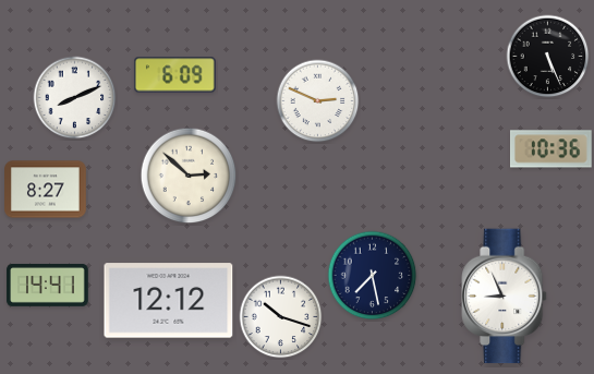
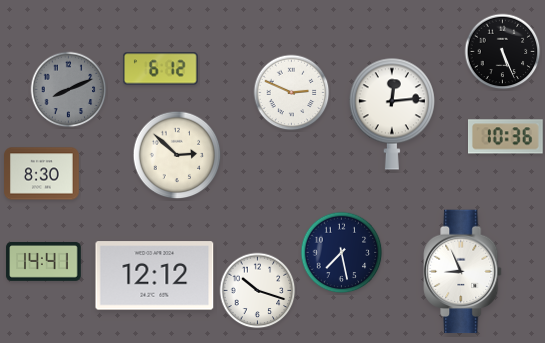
clock at (175, 75): 6:09 -> 6:12
clock at (75, 98) dial: white -> grey
clock at (392, 114): none -> 12:14
clock at (189, 176) position: (189, 176) -> (177, 155)
clock at (46, 190): 8:27 -> 8:30
